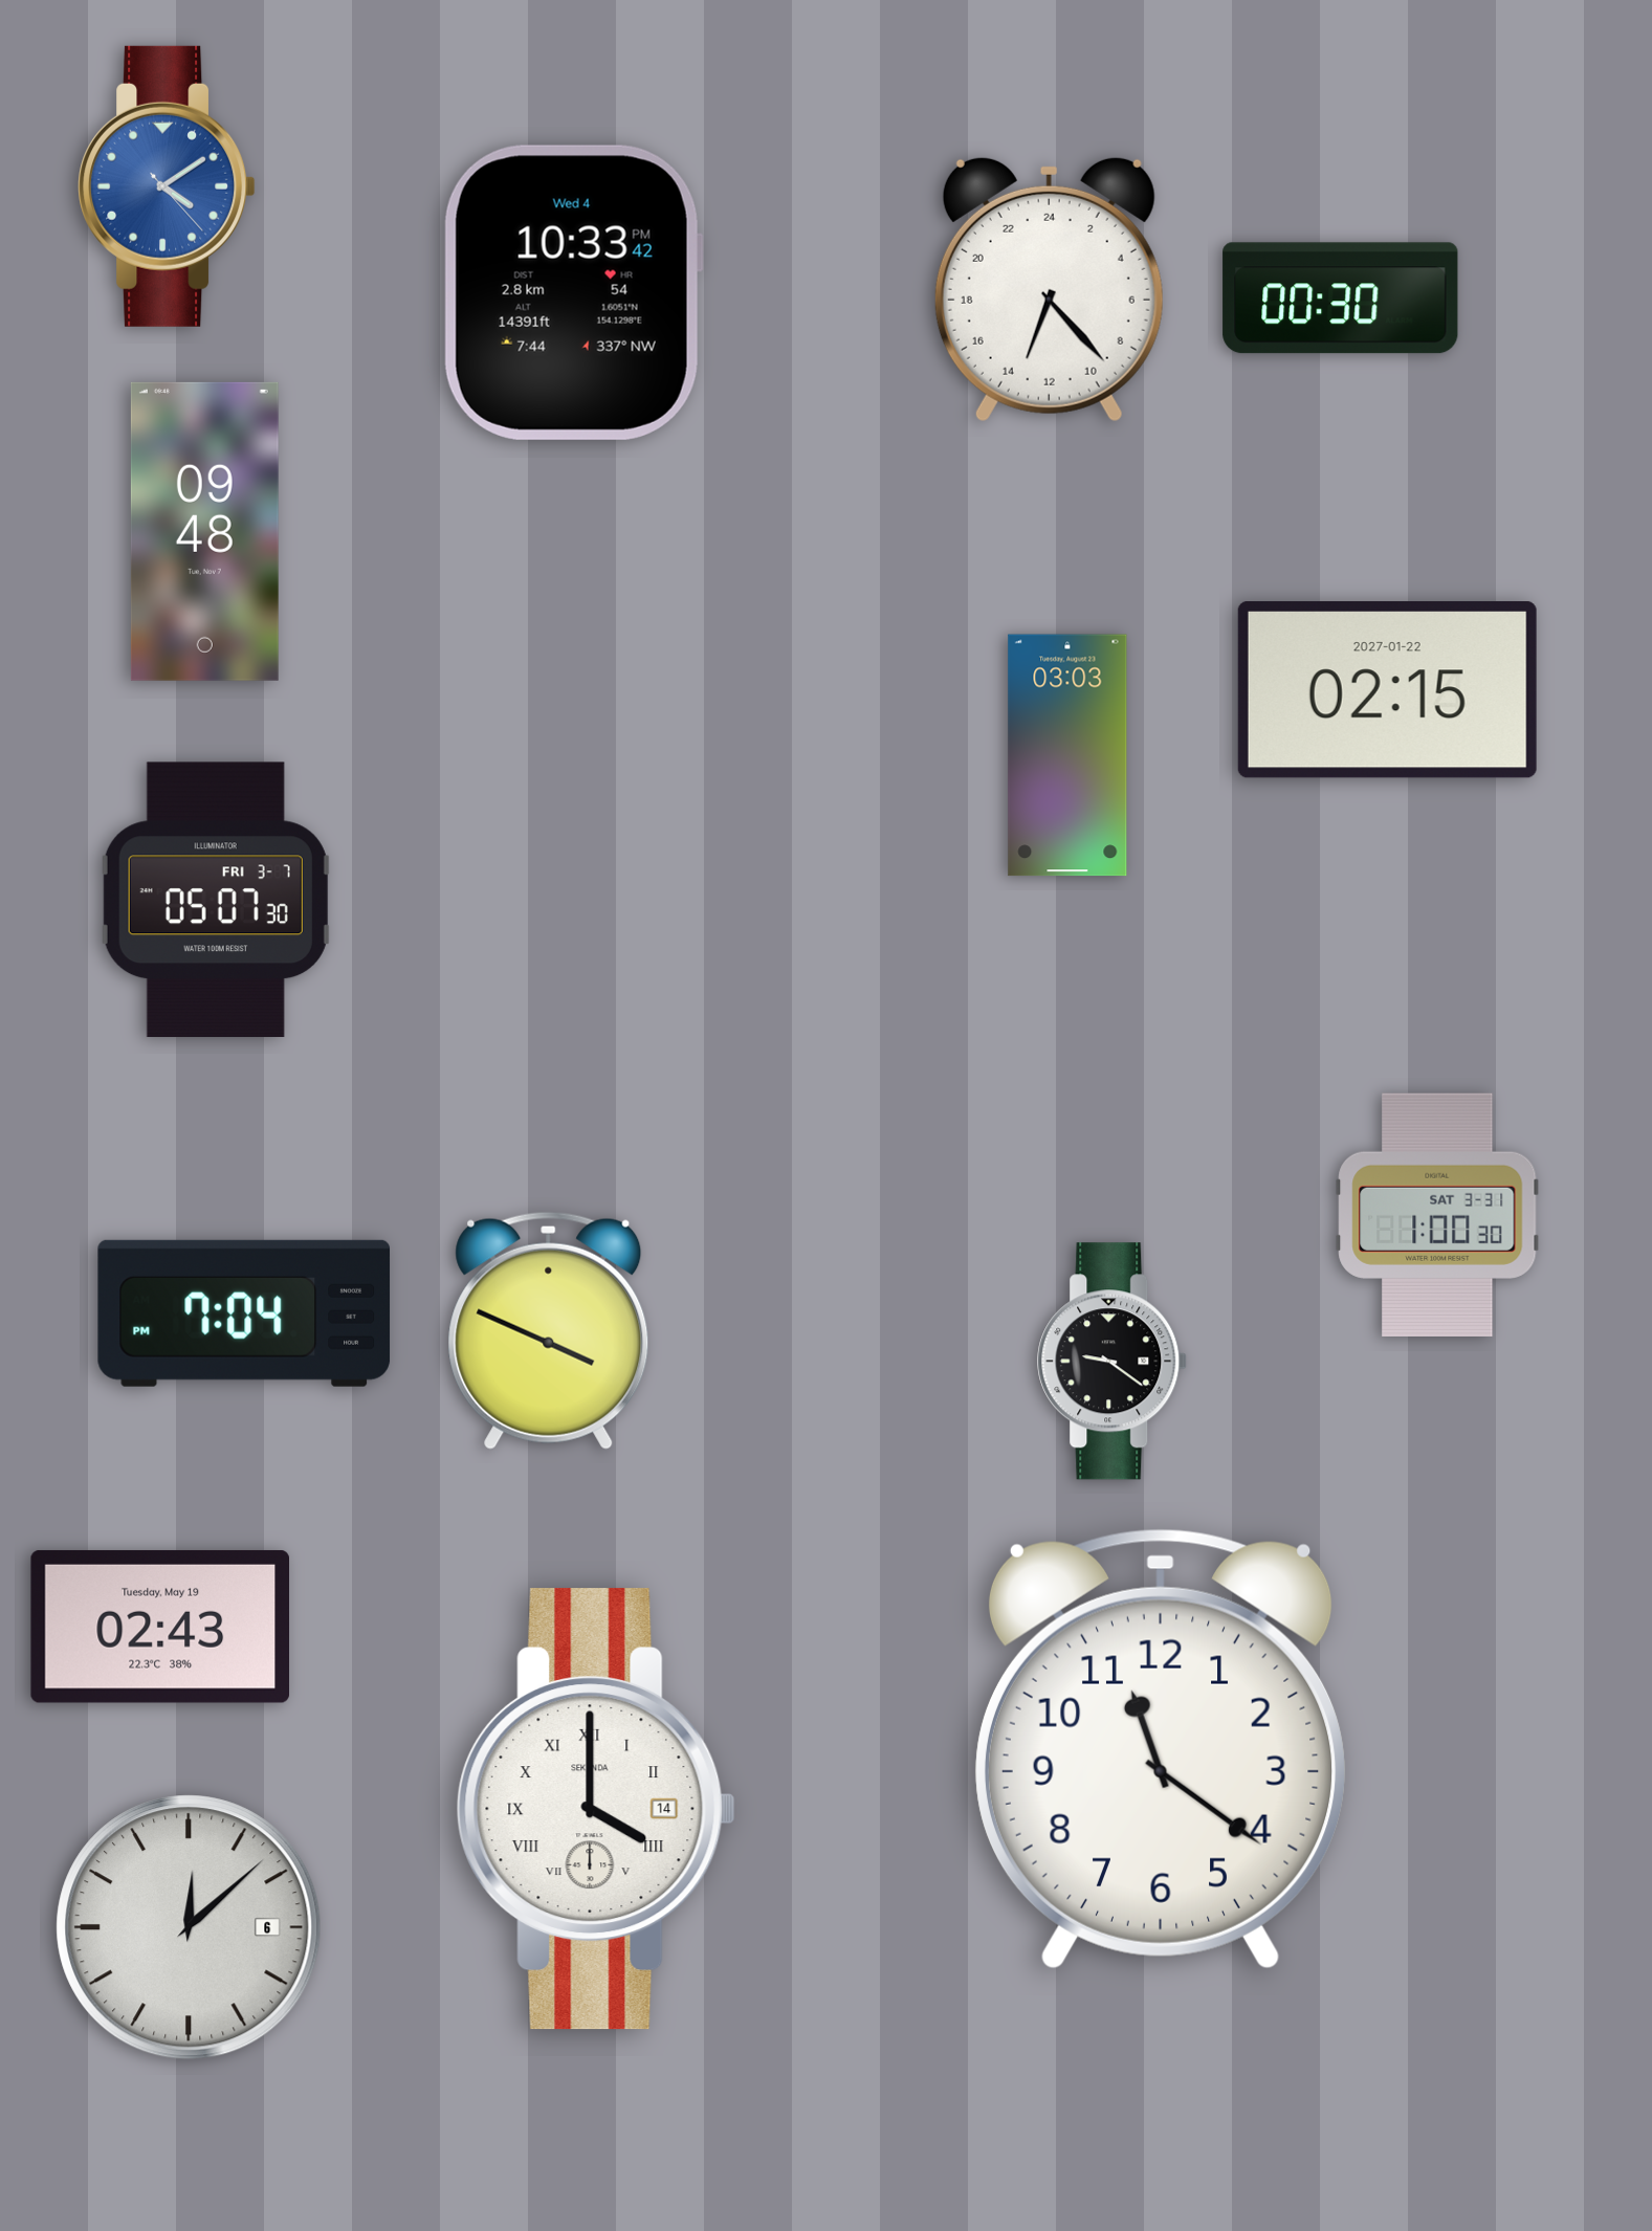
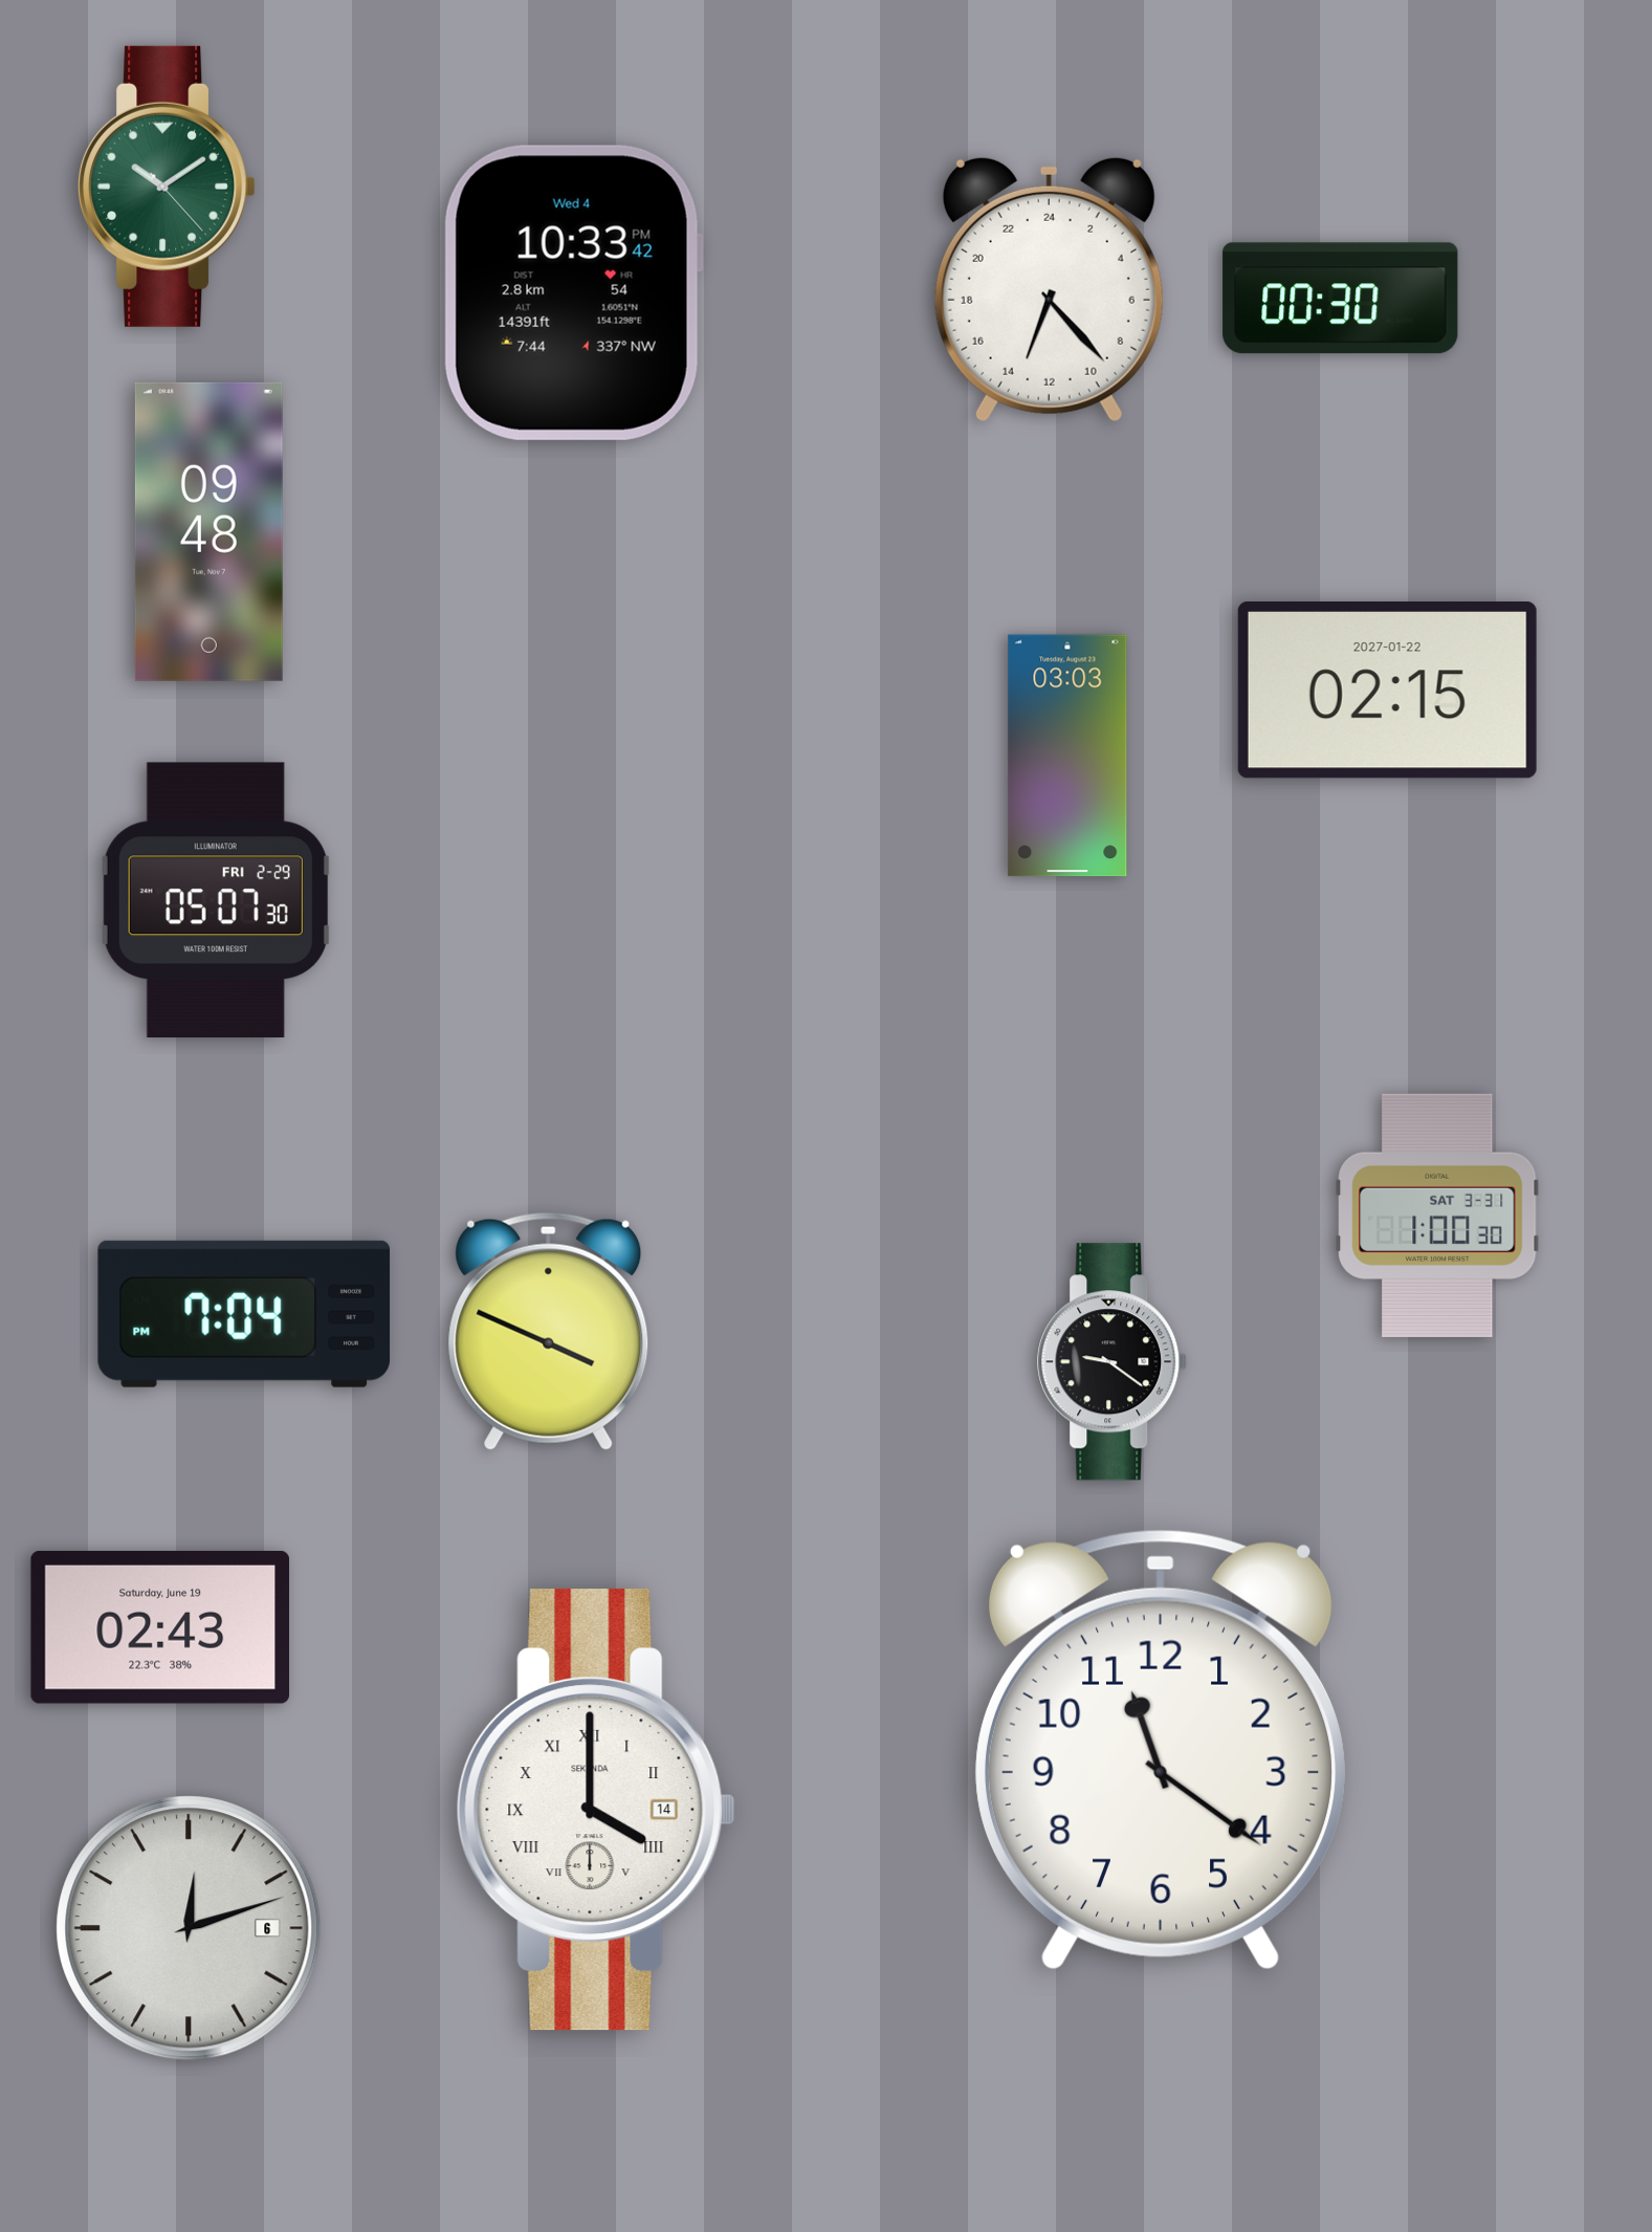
clock at (167, 186): 4:09 -> 10:09
clock at (167, 186) dial: blue -> green
clock at (204, 531) position: (204, 531) -> (208, 531)
clock at (216, 900) date: FRI 3-7 -> FRI 2-29
clock at (159, 1627) date: Tuesday, May 19 -> Saturday, June 19
clock at (189, 1927): 12:08 -> 12:12
